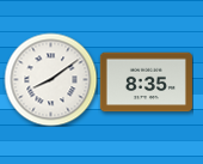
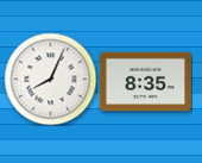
clock at (50, 79): 8:09 -> 8:04
